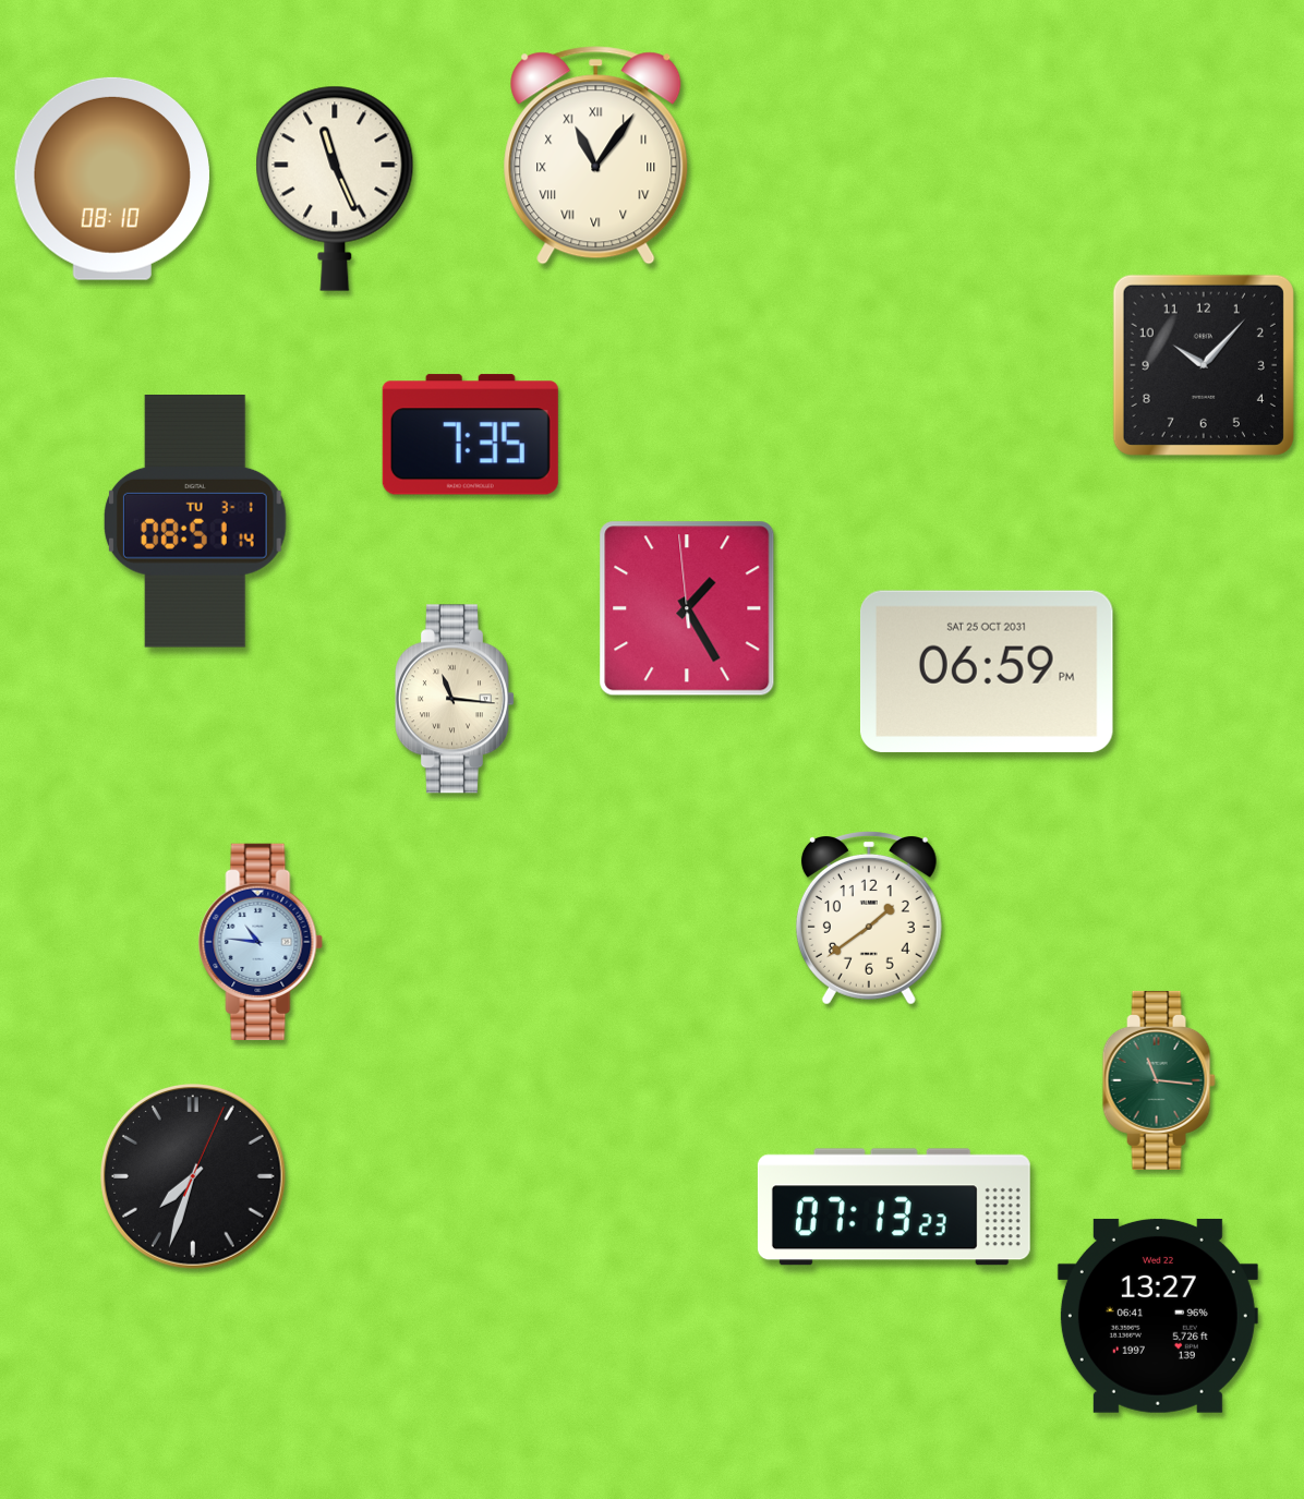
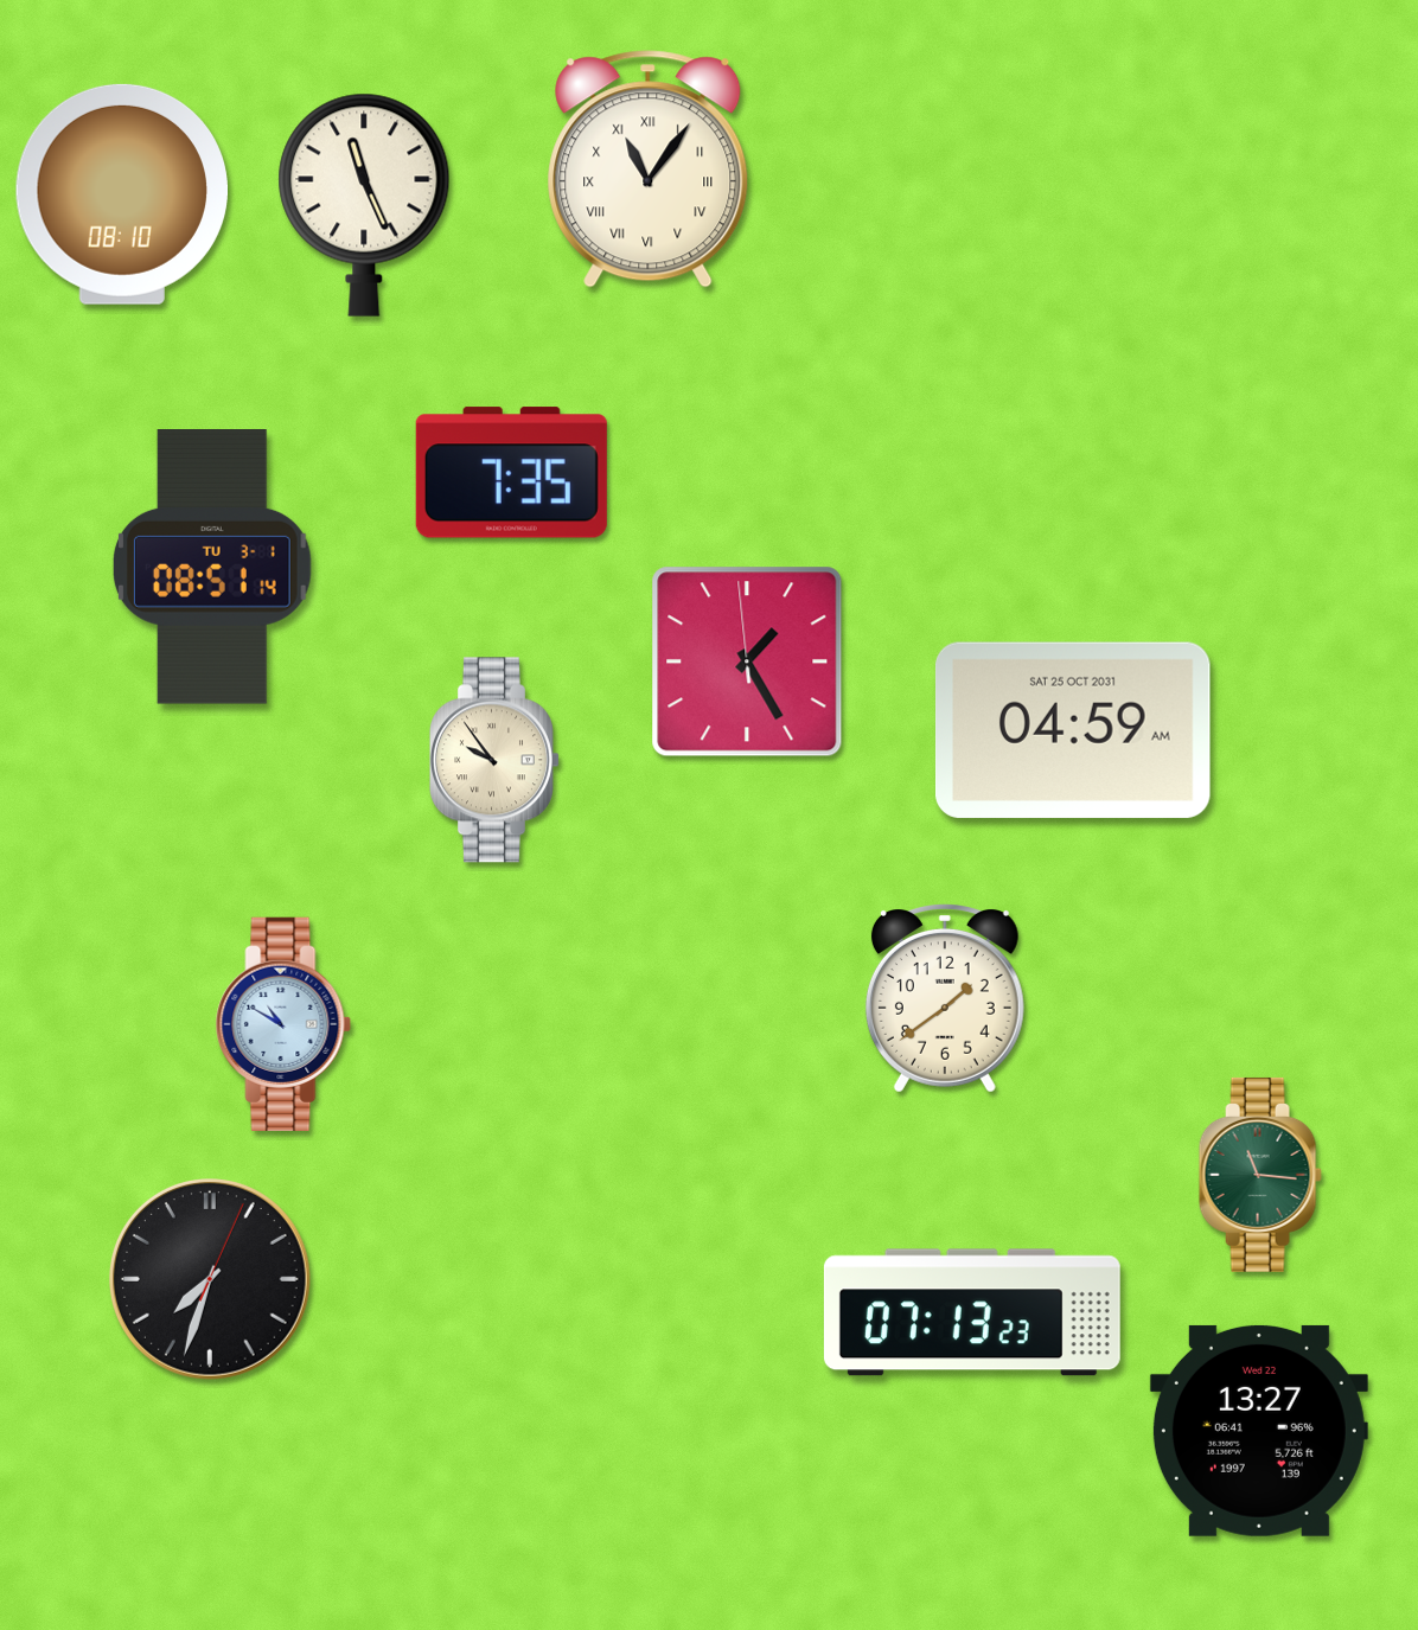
clock at (1204, 365): 10:07 -> none
clock at (987, 672): 06:59 -> 04:59
clock at (455, 699): 11:16 -> 9:54
clock at (261, 942): 10:46 -> 10:50
